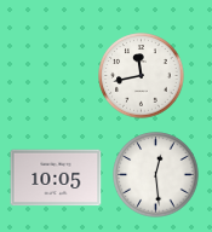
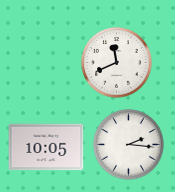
clock at (142, 76): 11:43 -> 11:41
clock at (156, 175): 12:29 -> 2:16
